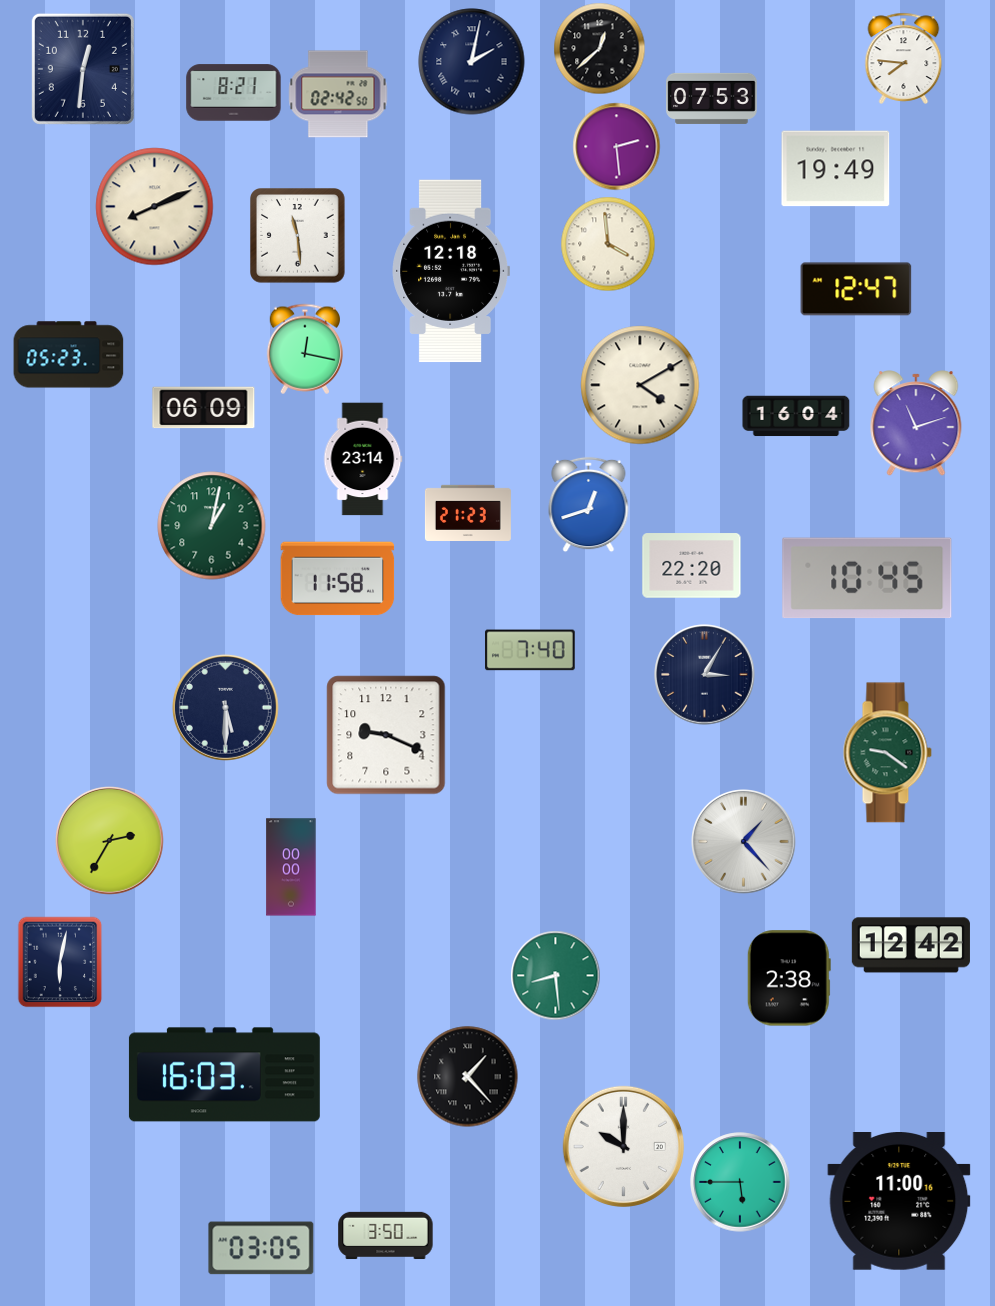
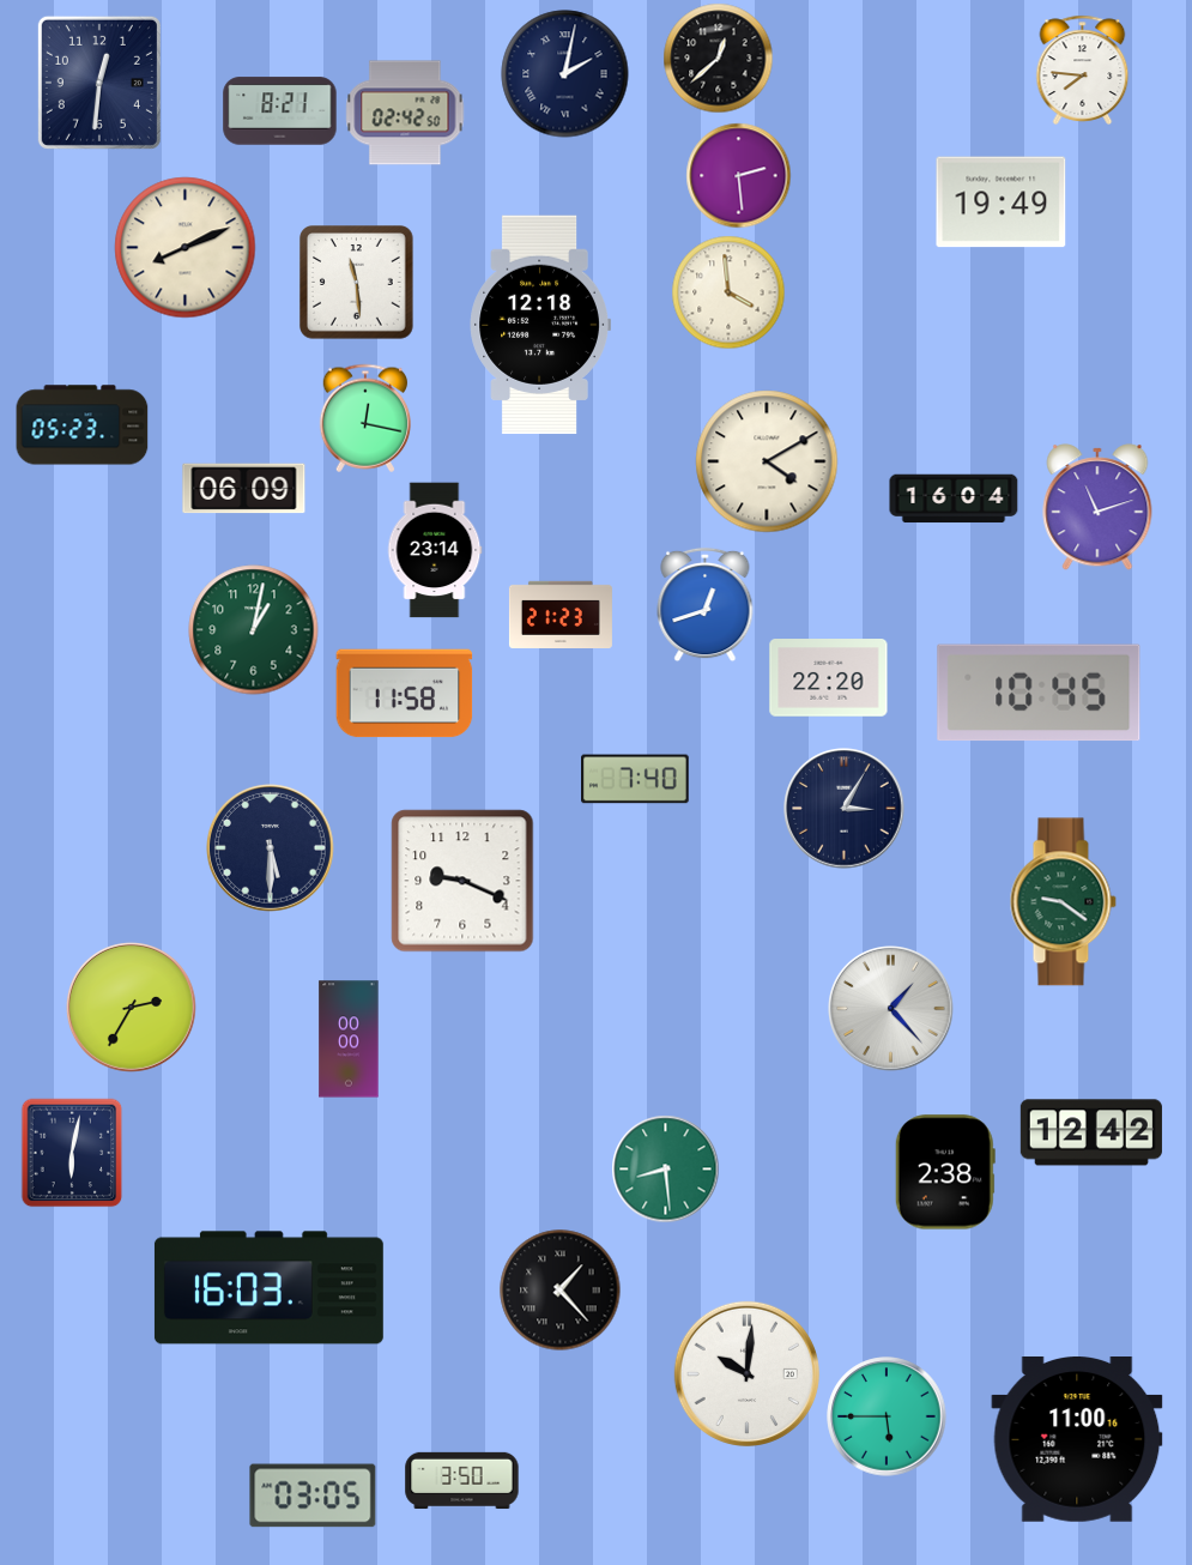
clock at (712, 98): 07:53 -> none
clock at (856, 289): 12:47 -> none
clock at (623, 1146): 10:00 -> 10:01
